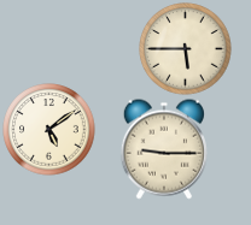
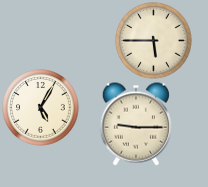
clock at (49, 130): 5:09 -> 5:05
